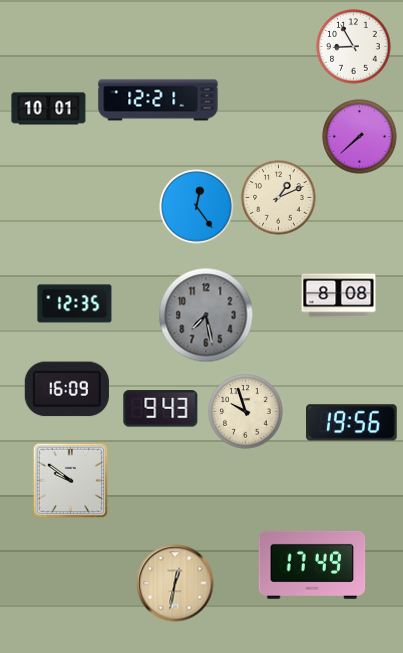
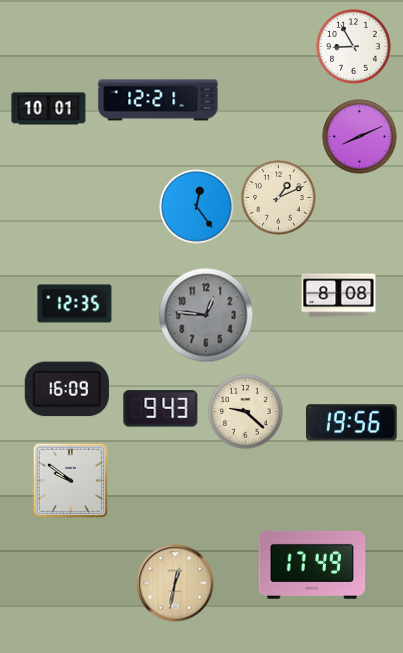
clock at (360, 137): 7:38 -> 8:11
clock at (206, 315): 7:28 -> 12:46
clock at (246, 412): 9:57 -> 9:22
